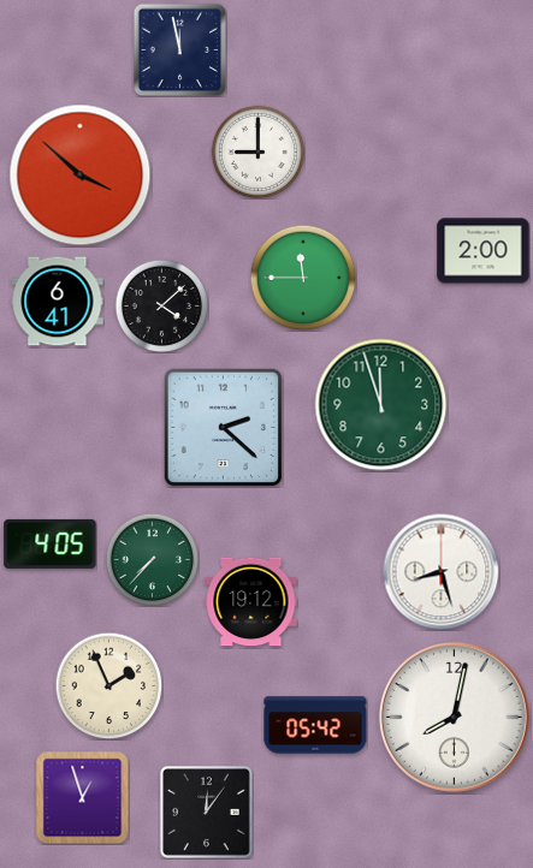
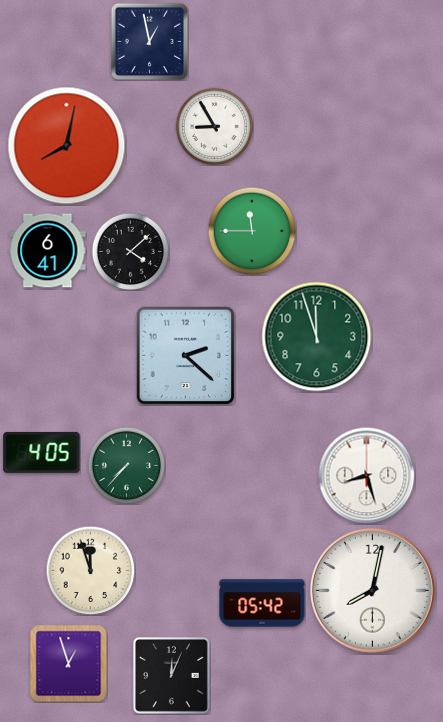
clock at (179, 49): 11:58 -> 12:58
clock at (257, 151): 9:00 -> 8:55
clock at (81, 176): 3:52 -> 8:02
clock at (484, 251): 2:00 -> none
clock at (161, 305) position: (161, 305) -> (130, 251)
clock at (251, 602): 19:12 -> none
clock at (108, 685): 1:56 -> 11:57
clock at (454, 717) position: (454, 717) -> (372, 590)
clock at (207, 813): 12:06 -> 12:04
